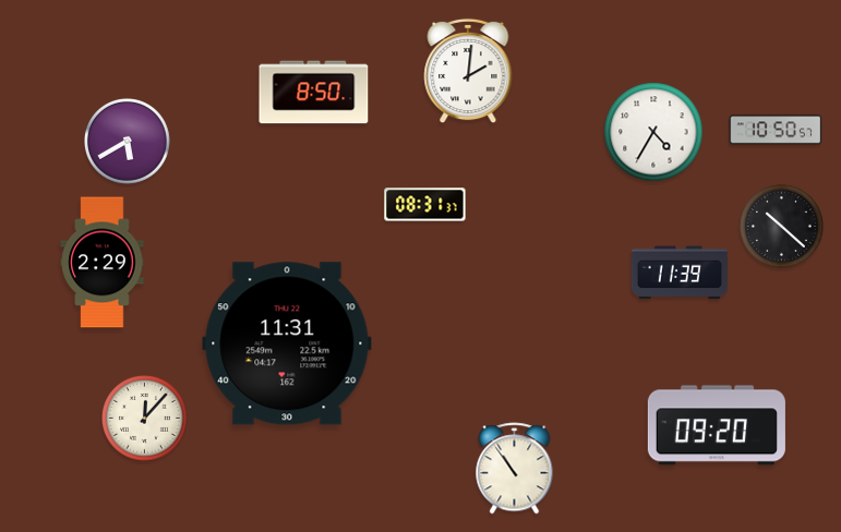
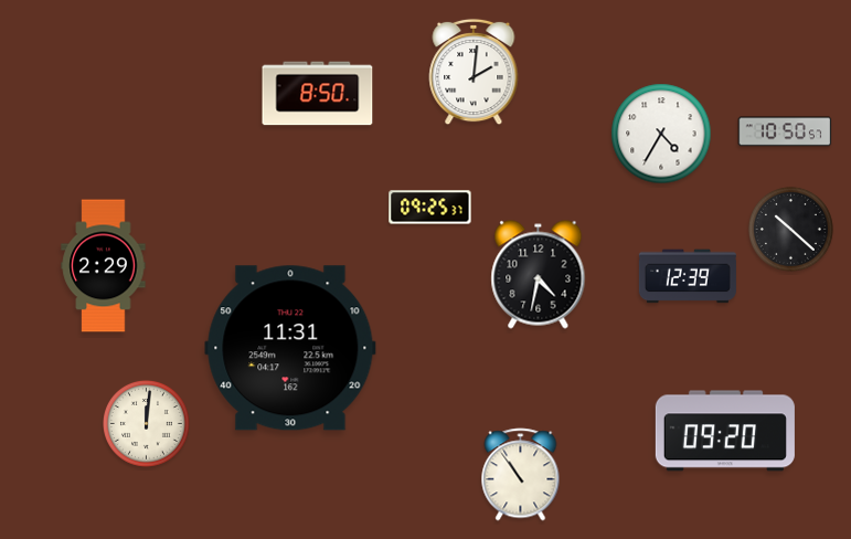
clock at (128, 142): 5:40 -> none
clock at (425, 205): 08:31 -> 09:25
clock at (539, 275): none -> 4:32
clock at (680, 273): 11:39 -> 12:39
clock at (145, 419): 12:07 -> 12:01
